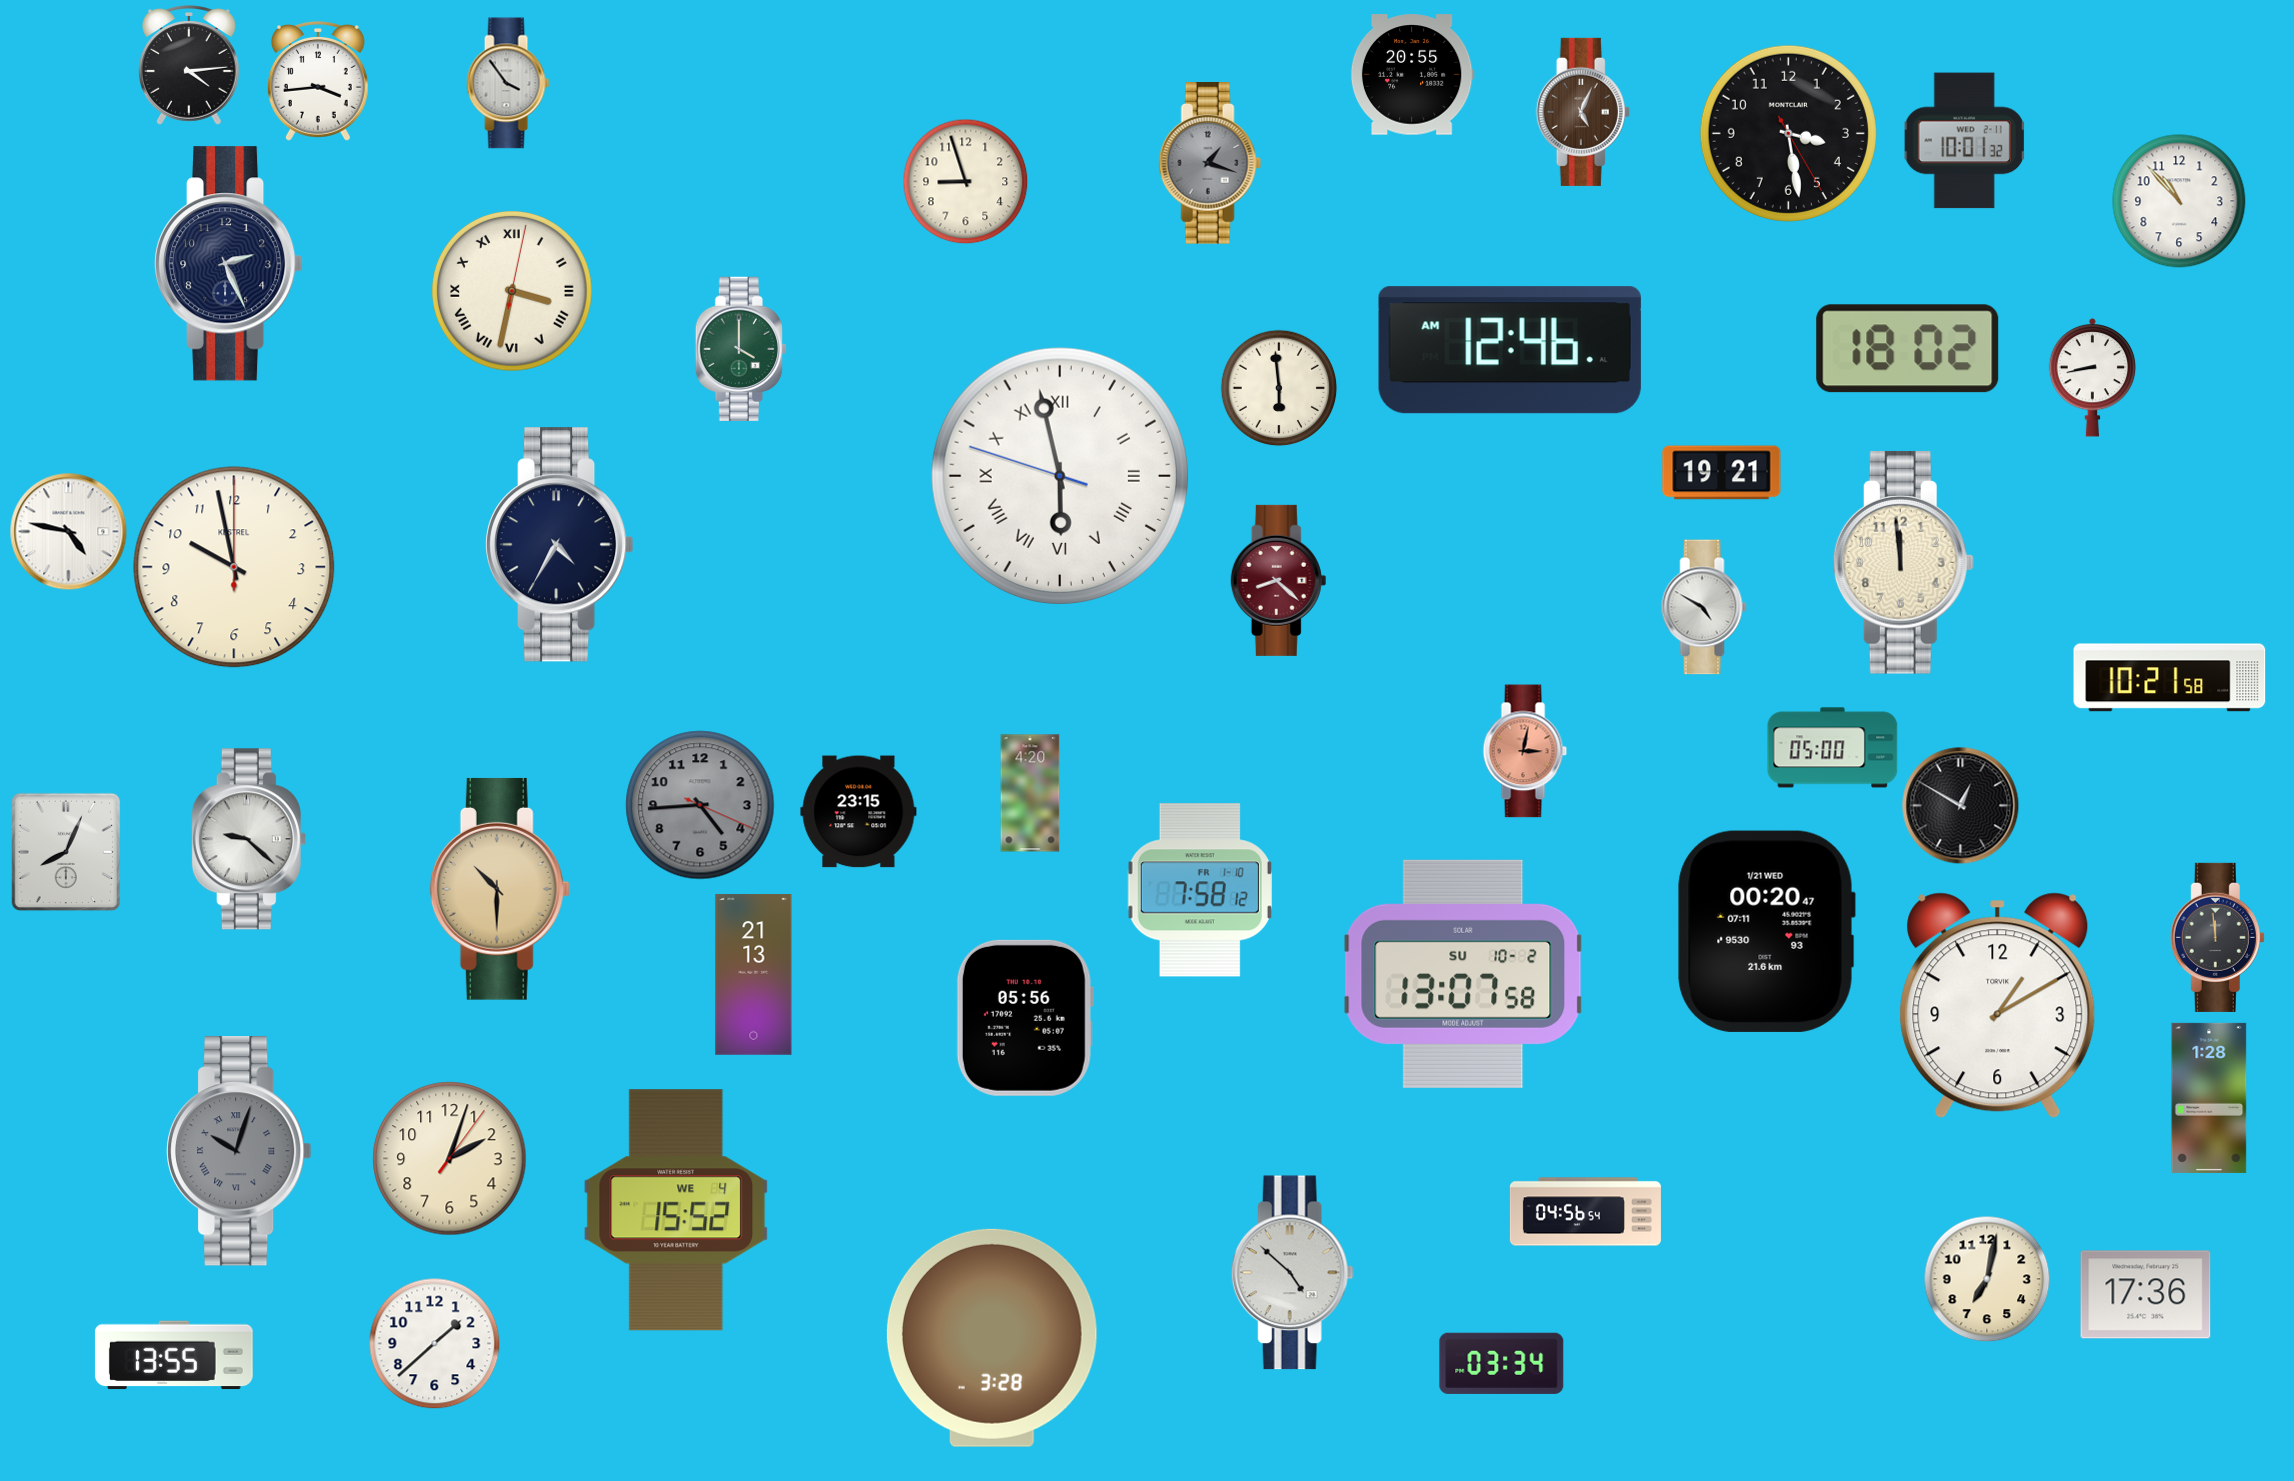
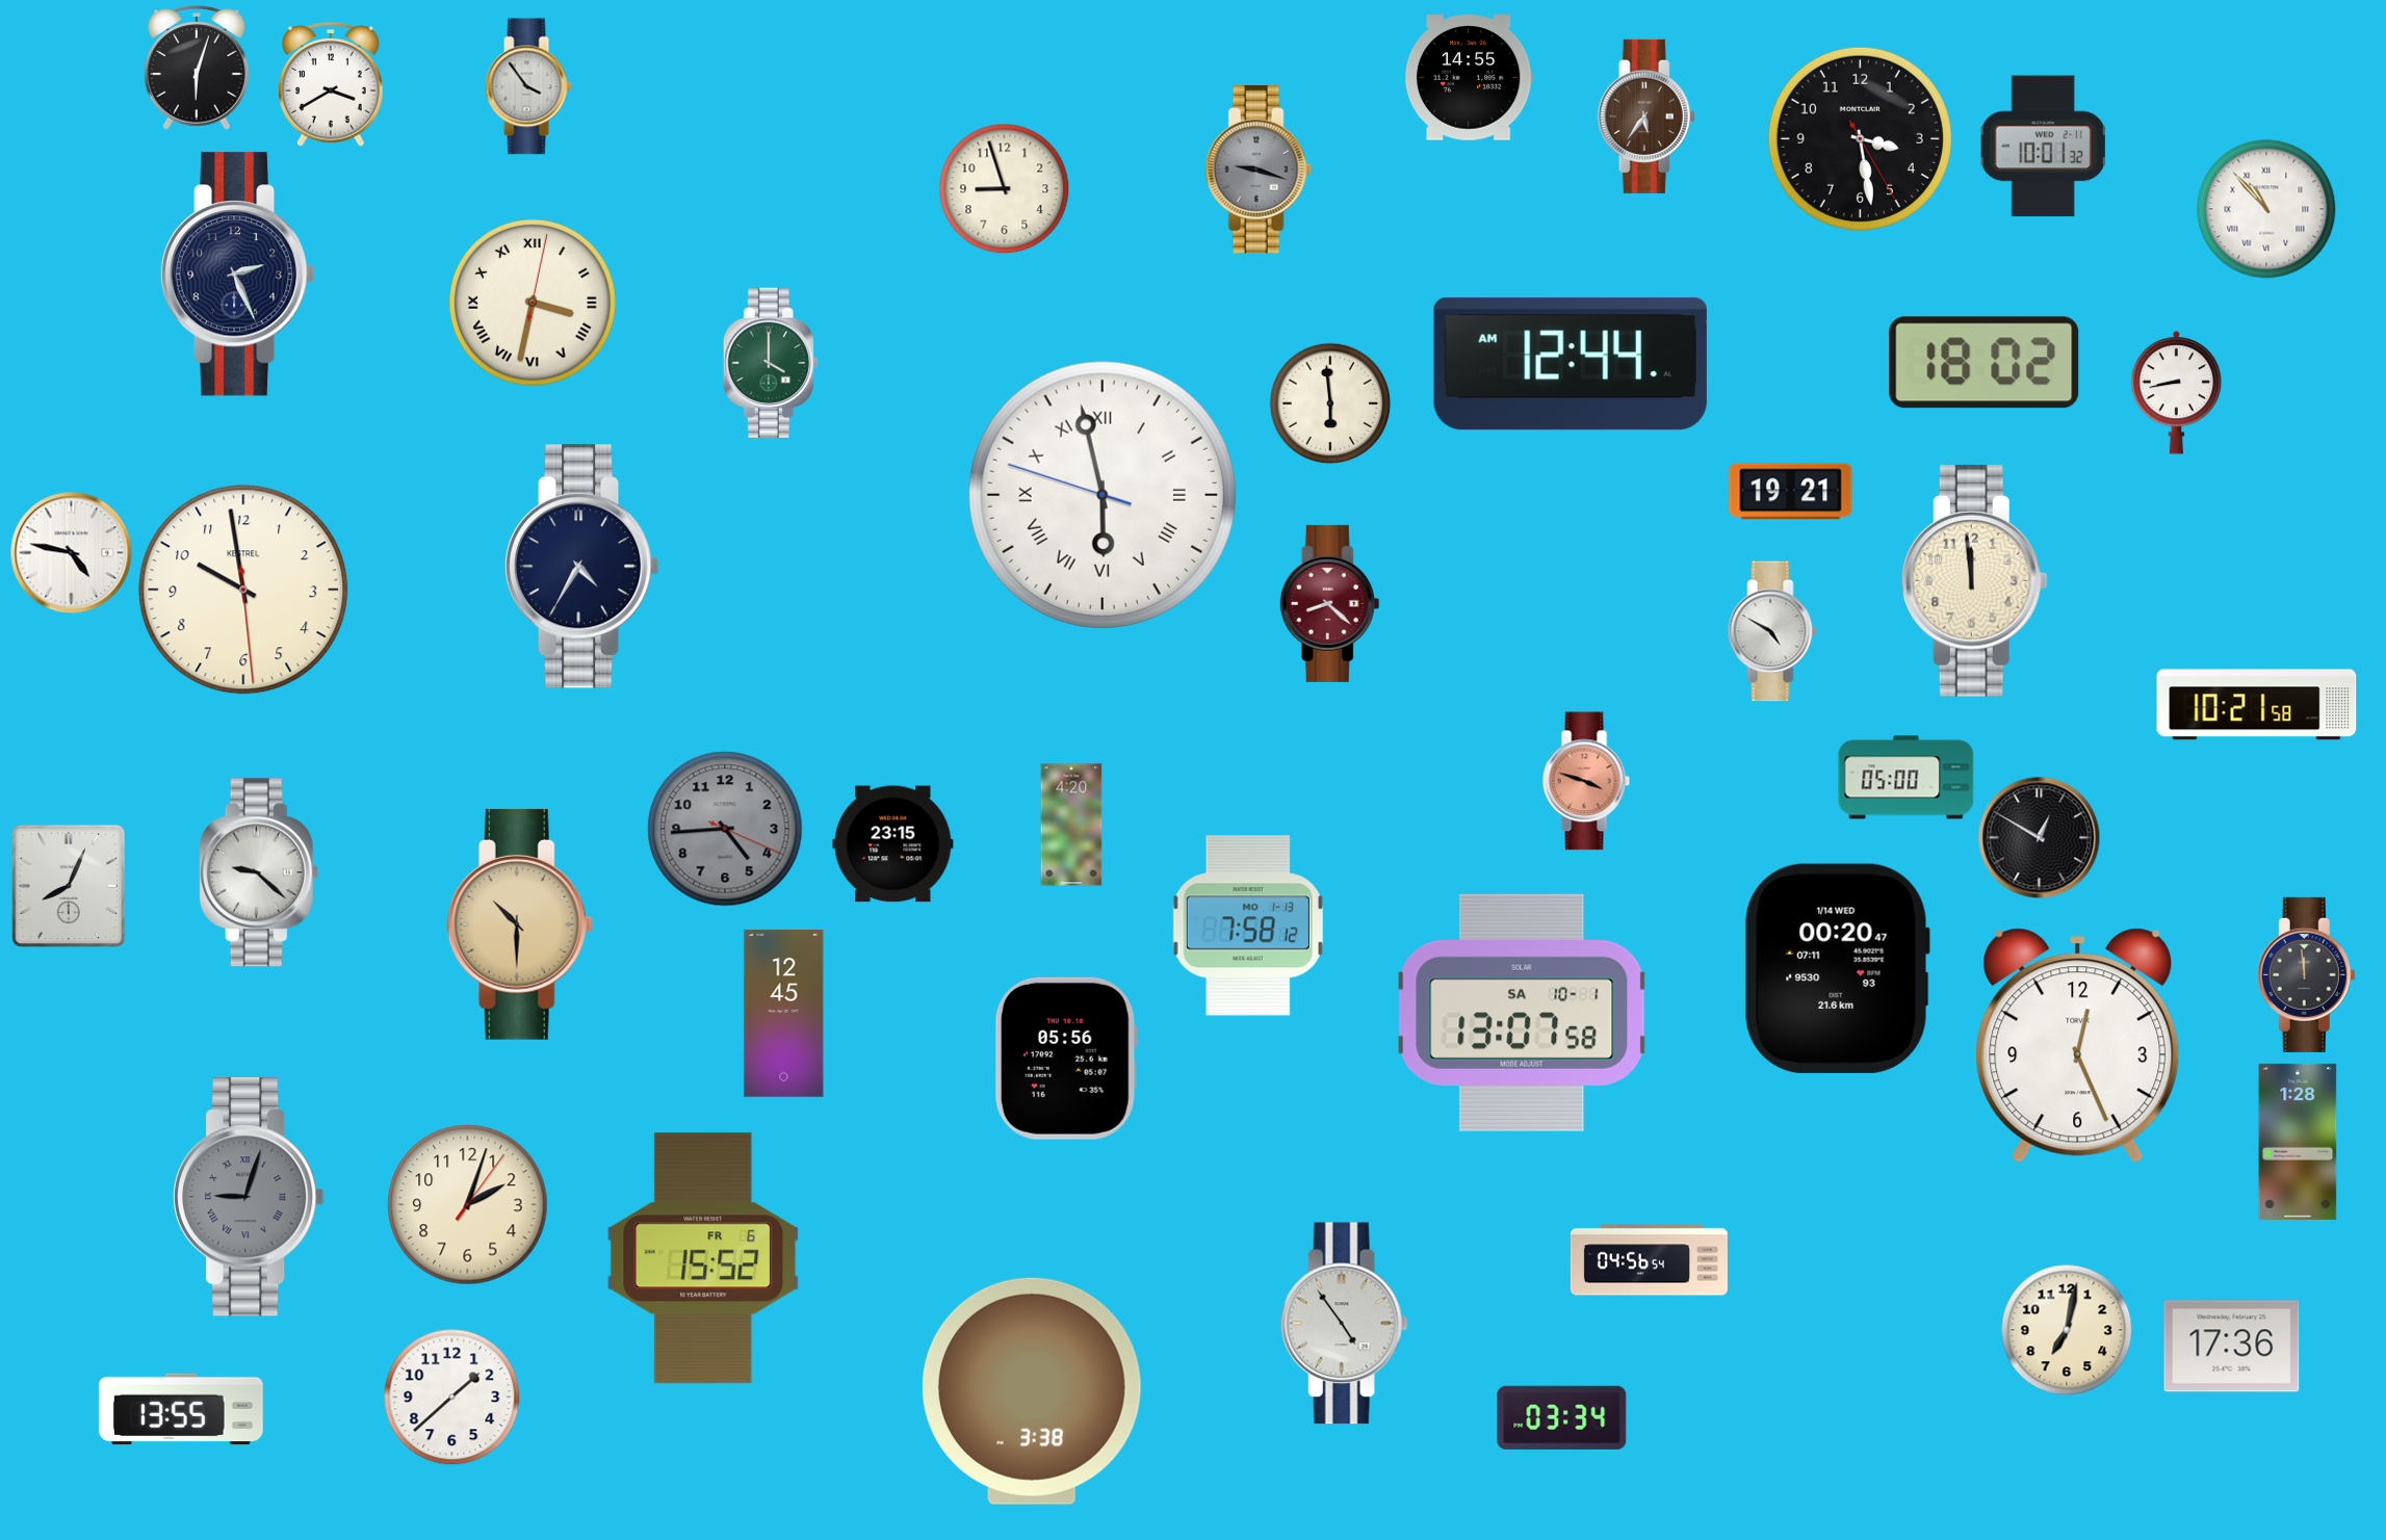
clock at (189, 65): 4:14 -> 6:03
clock at (1412, 75): 20:55 -> 14:55
clock at (318, 81): 3:44 -> 3:40
clock at (1583, 112): 5:04 -> 5:36
clock at (1210, 164): 1:18 -> 9:18
clock at (2179, 201) numerals: Arabic -> Roman
clock at (1510, 350): 12:46 -> 12:44
clock at (1903, 562) position: (1903, 562) -> (1974, 580)
clock at (234, 567): 9:58:00 -> 9:58:29
clock at (1525, 751): 3:02 -> 3:48
clock at (700, 805) position: (700, 805) -> (725, 829)
clock at (1200, 890) date: FR 1-10 -> MO 1-13
clock at (1766, 931) date: 1/21 WED -> 1/14 WED
clock at (1463, 974) date: SU 10-2 -> SA 10-1
clock at (754, 975): 21:13 -> 12:45
clock at (1998, 1006): 1:10 -> 12:26
clock at (240, 1151): 10:03 -> 9:03
clock at (676, 1210) date: WE 4 -> FR 6
clock at (1292, 1273): 4:52 -> 4:54
clock at (992, 1338): 3:28 -> 3:38
